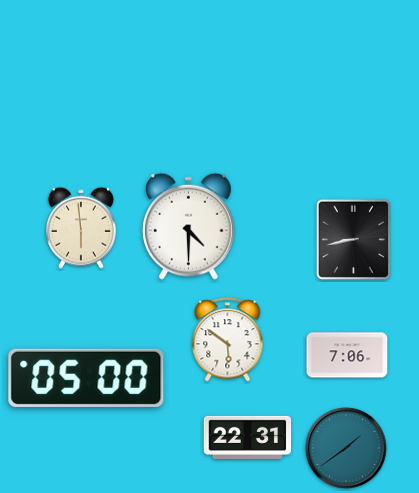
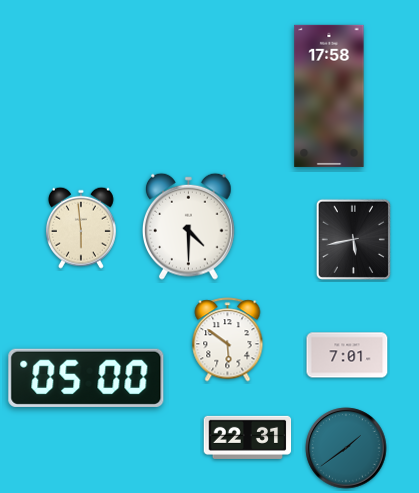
clock at (329, 96): none -> 17:58
clock at (353, 239): 8:43 -> 5:43
clock at (347, 355): 7:06 -> 7:01
